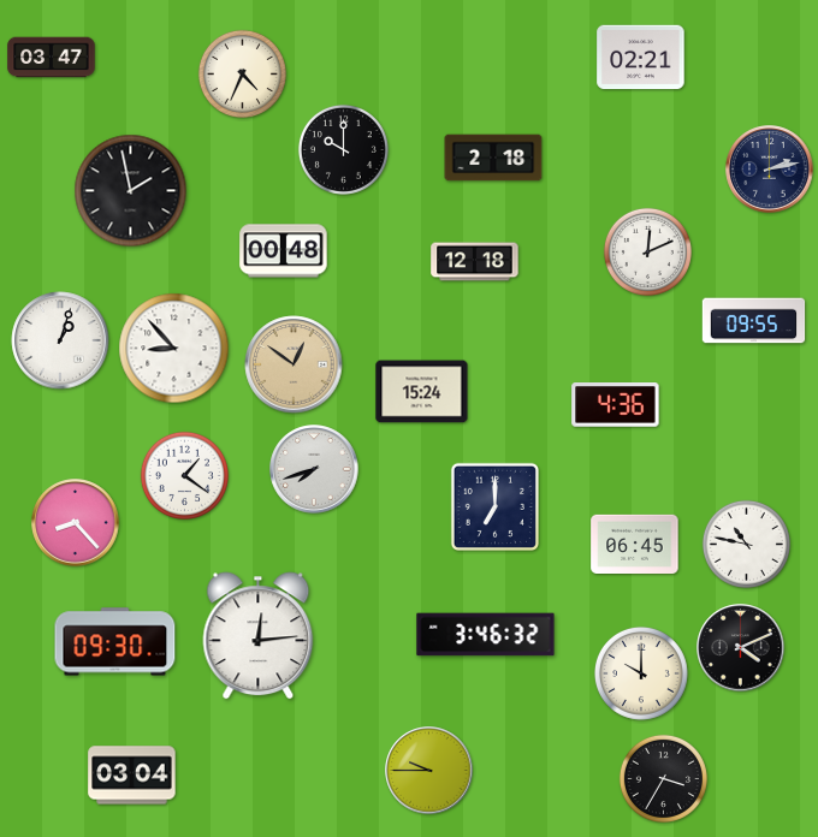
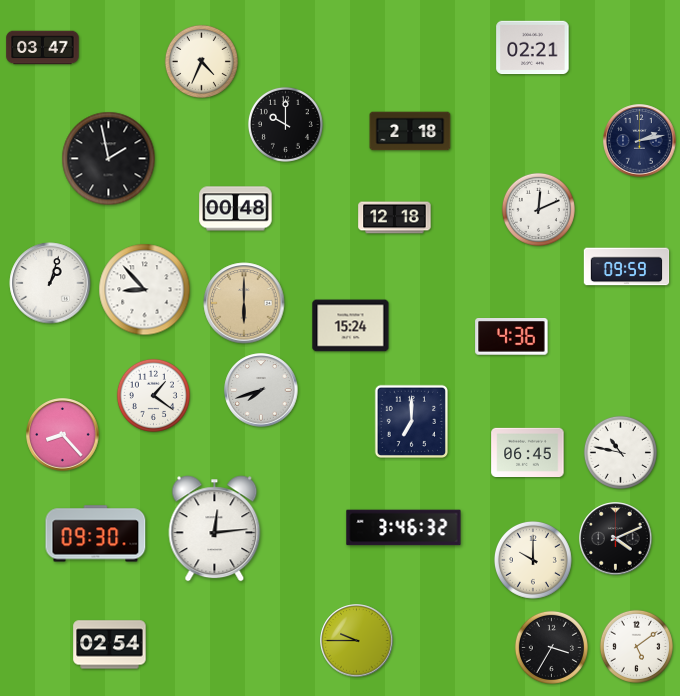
clock at (754, 321): 09:55 -> 09:59
clock at (294, 364): 12:51 -> 6:00
clock at (132, 776): 03:04 -> 02:54
clock at (636, 646): none -> 5:09
